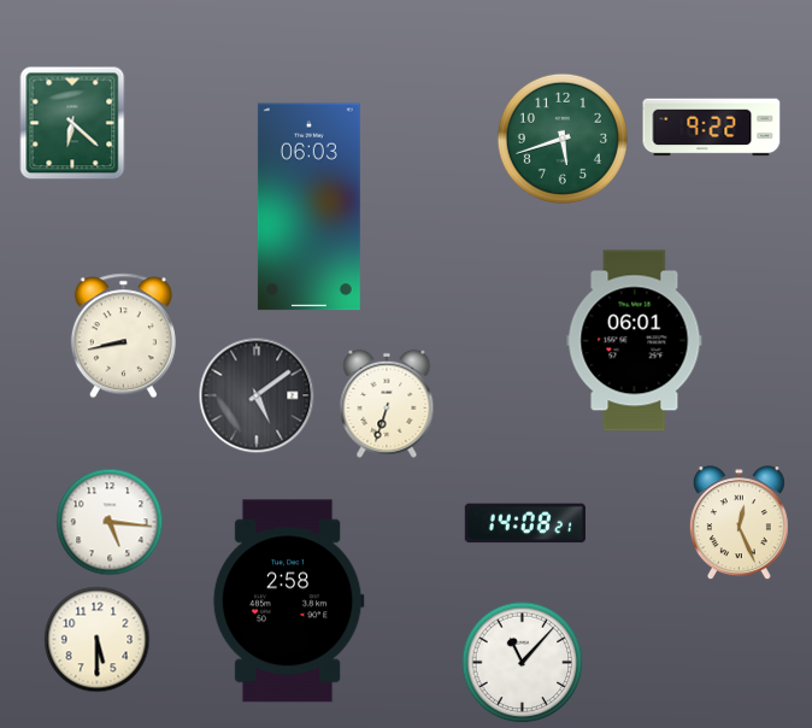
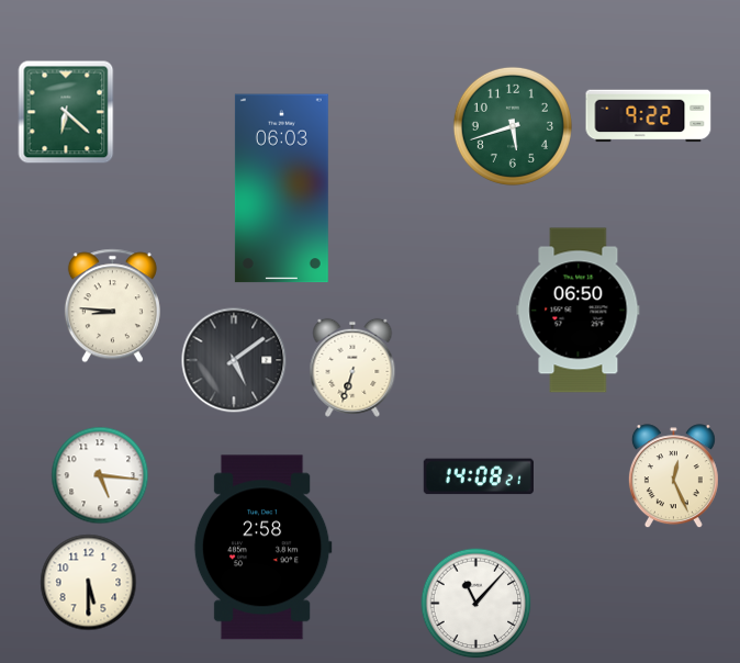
clock at (123, 336): 8:43 -> 8:46
clock at (635, 341): 06:01 -> 06:50
